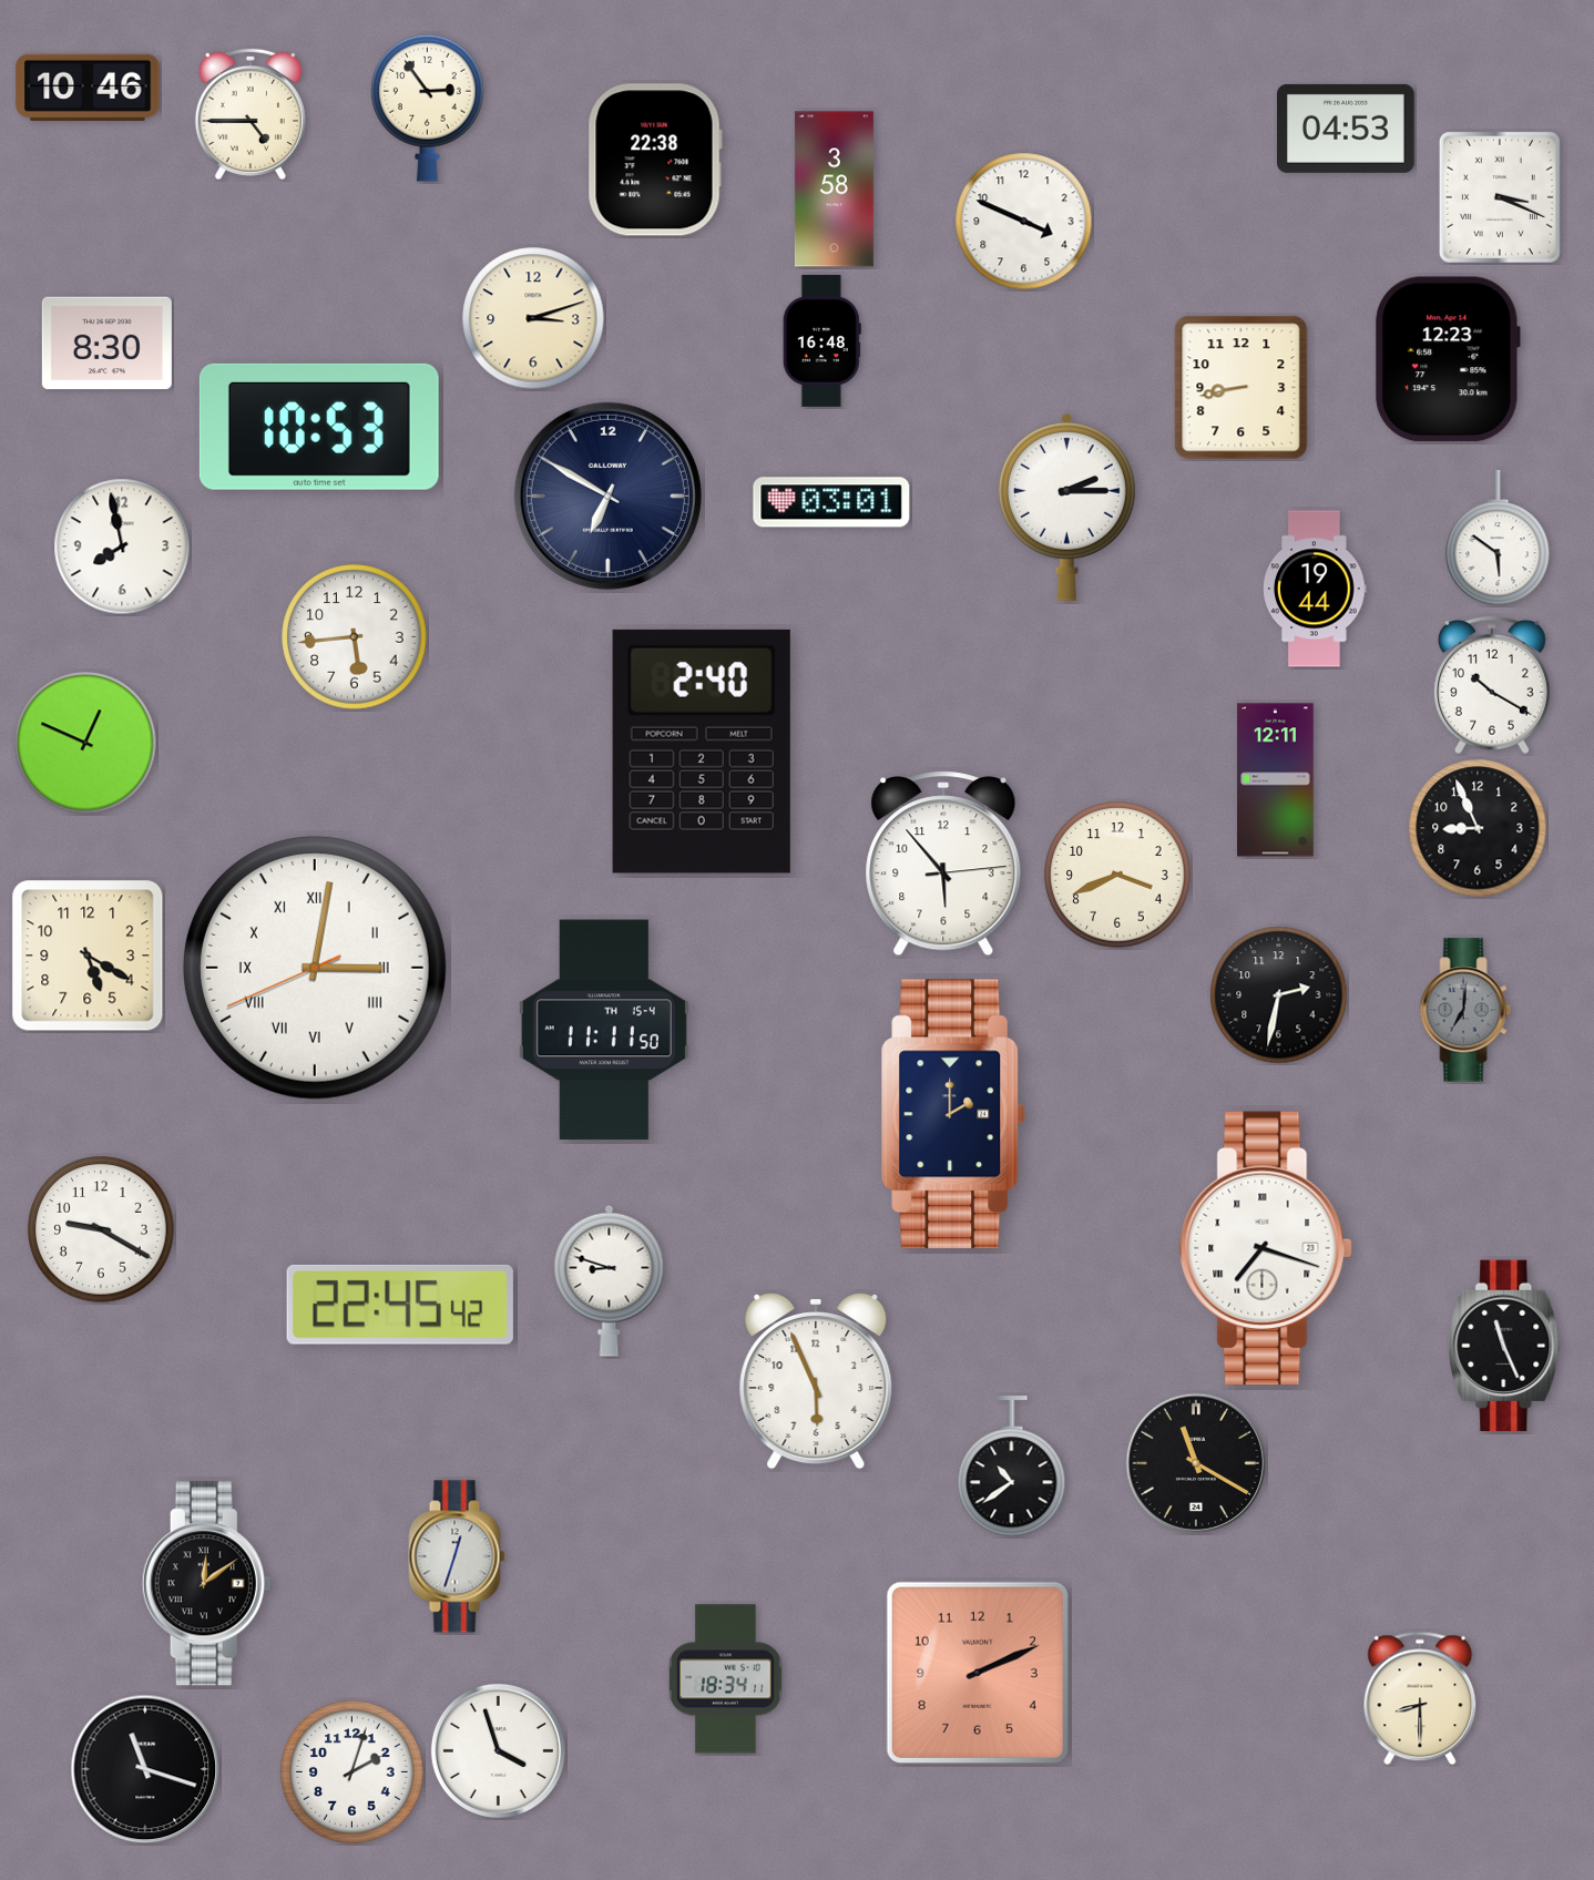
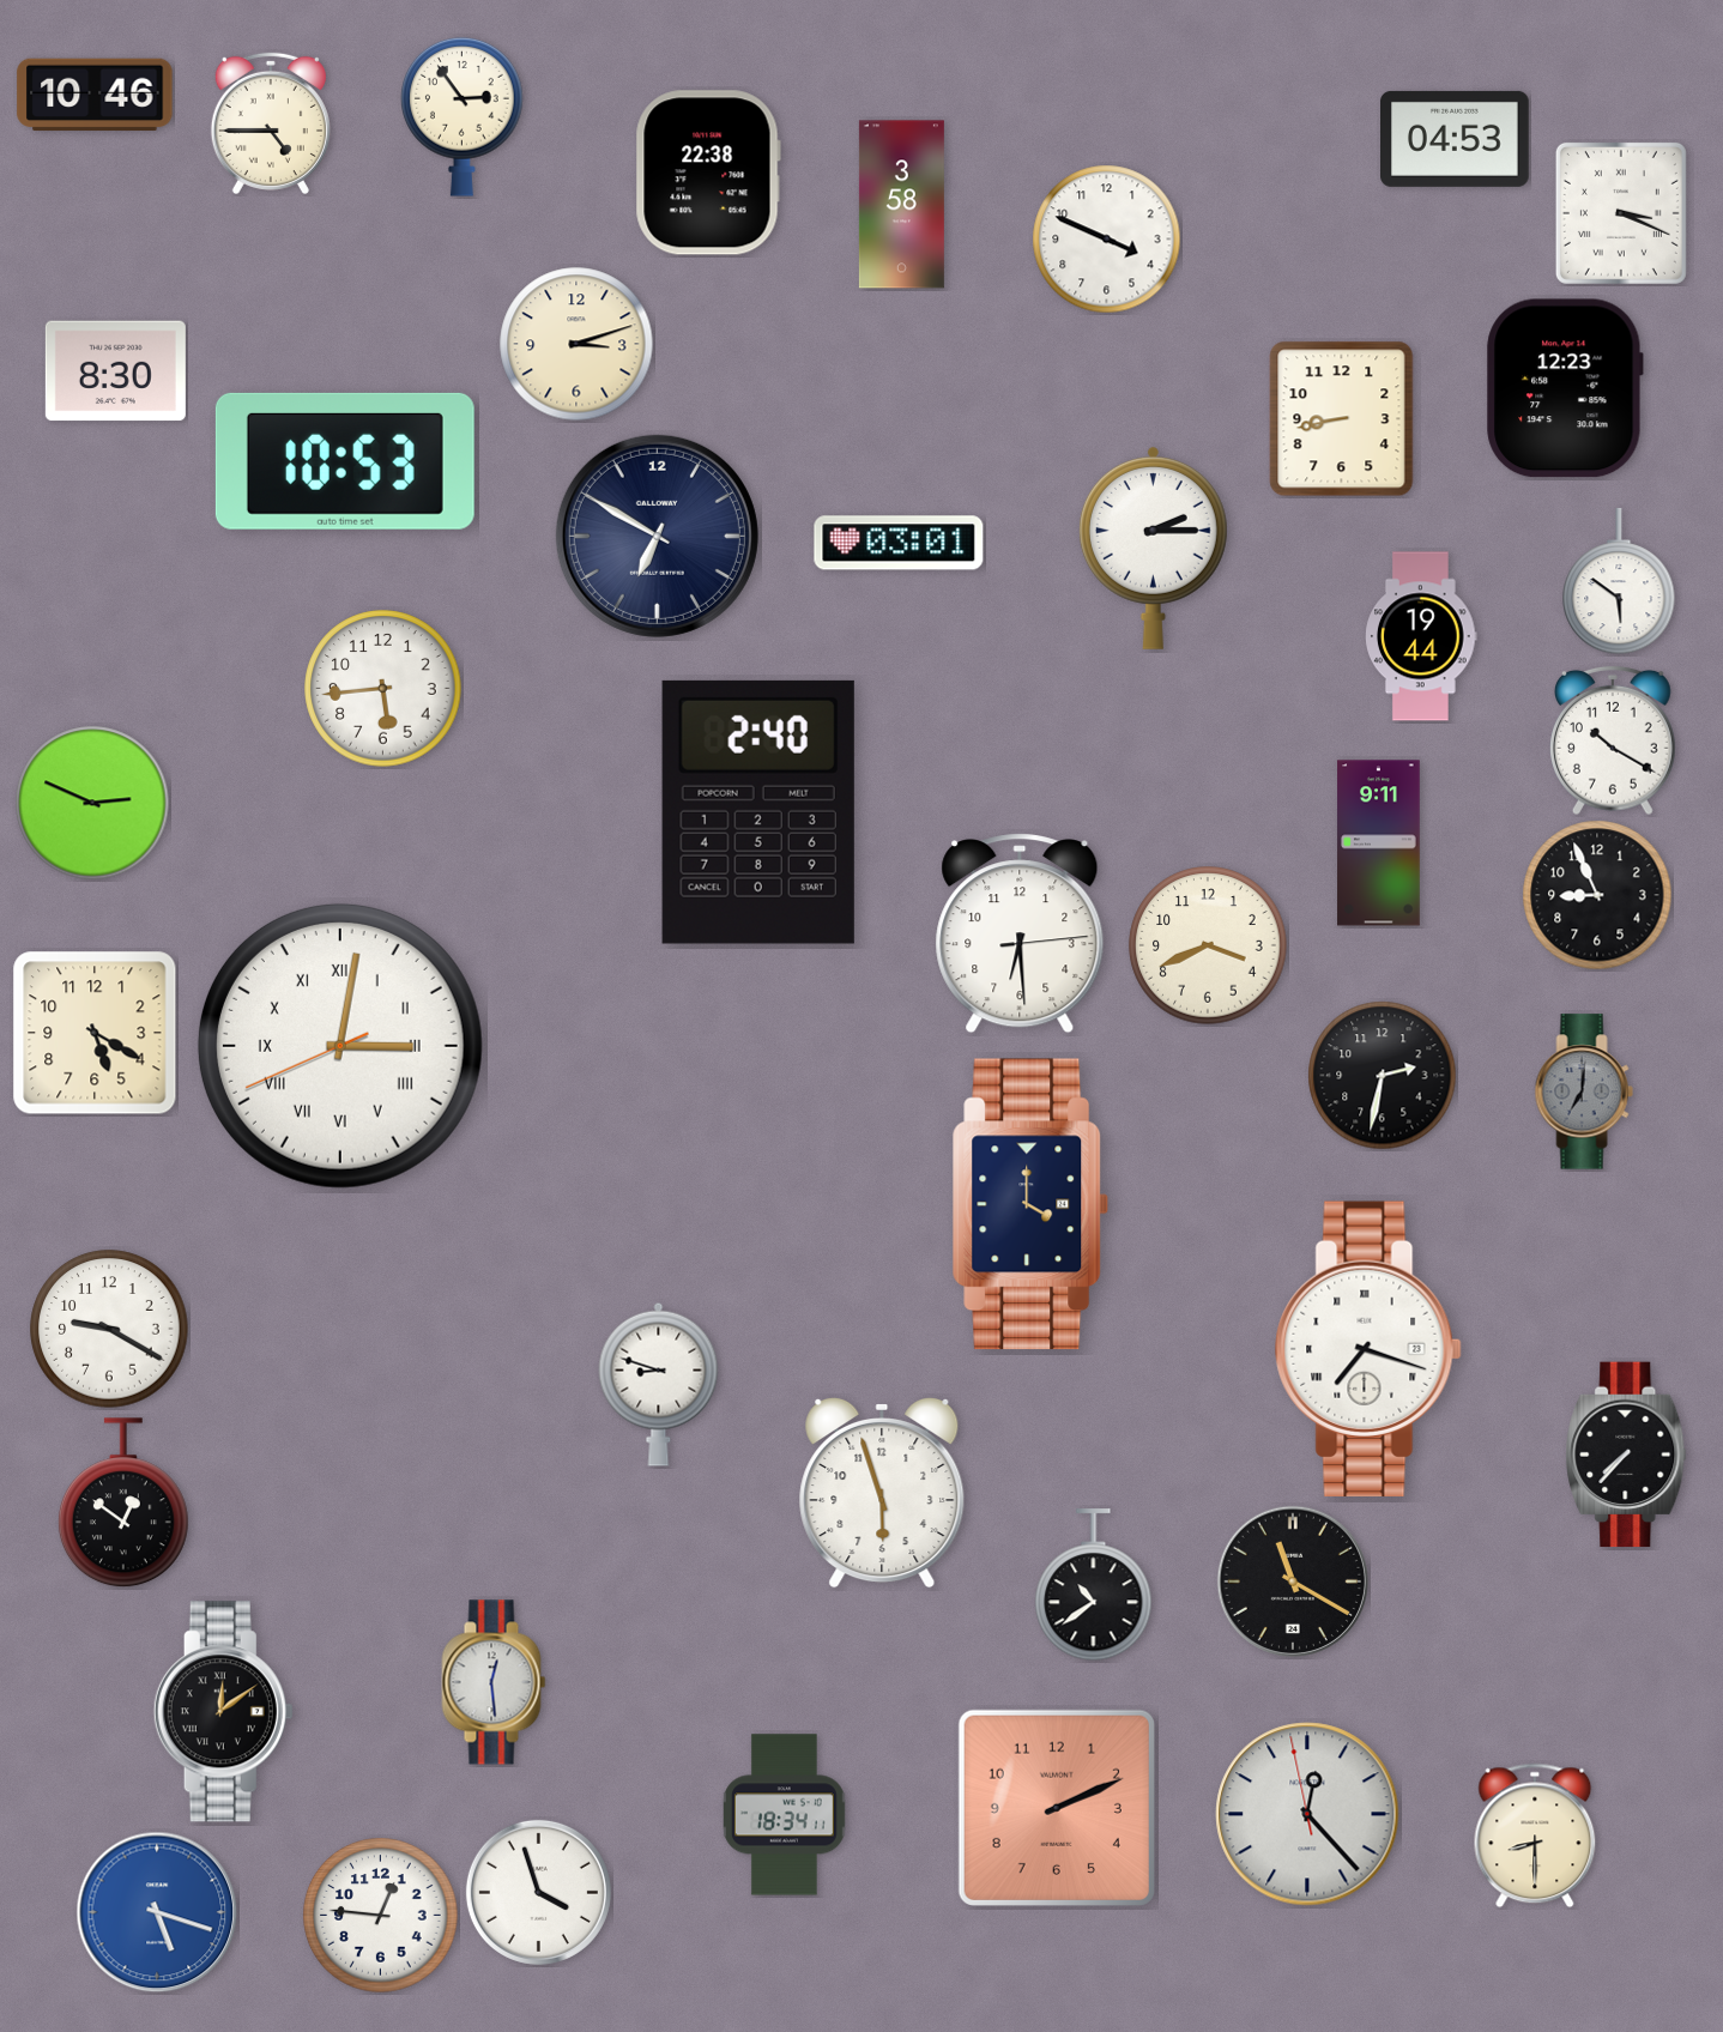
clock at (821, 340): 16:48 -> none
clock at (122, 546): 7:58 -> none
clock at (85, 743): 12:49 -> 2:49
clock at (1276, 780): 12:11 -> 9:11
clock at (943, 864): 5:53 -> 6:29
clock at (604, 1030): 11:11 -> none
clock at (953, 1114): 2:00 -> 4:00
clock at (400, 1305): 22:45 -> none
clock at (1504, 1346): 11:26 -> 7:37
clock at (816, 1381): 5:56 -> 5:57
clock at (123, 1504): none -> 12:51
clock at (457, 1556): 12:33 -> 12:29
clock at (1307, 1814): none -> 12:22
clock at (145, 1769): 11:18 -> 5:18
clock at (145, 1769) dial: black -> blue
clock at (352, 1772): 2:03 -> 12:46
